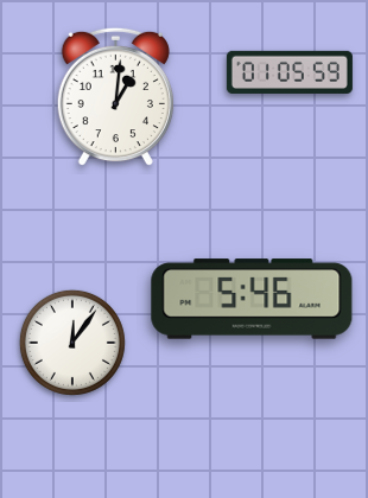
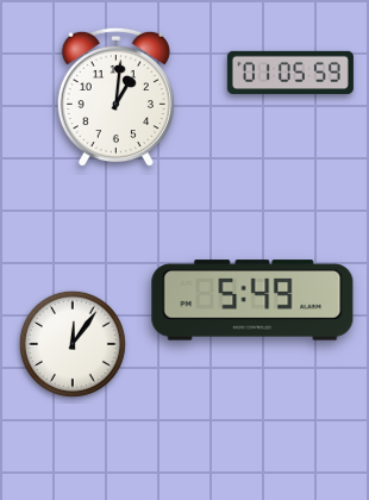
clock at (252, 299): 5:46 -> 5:49
